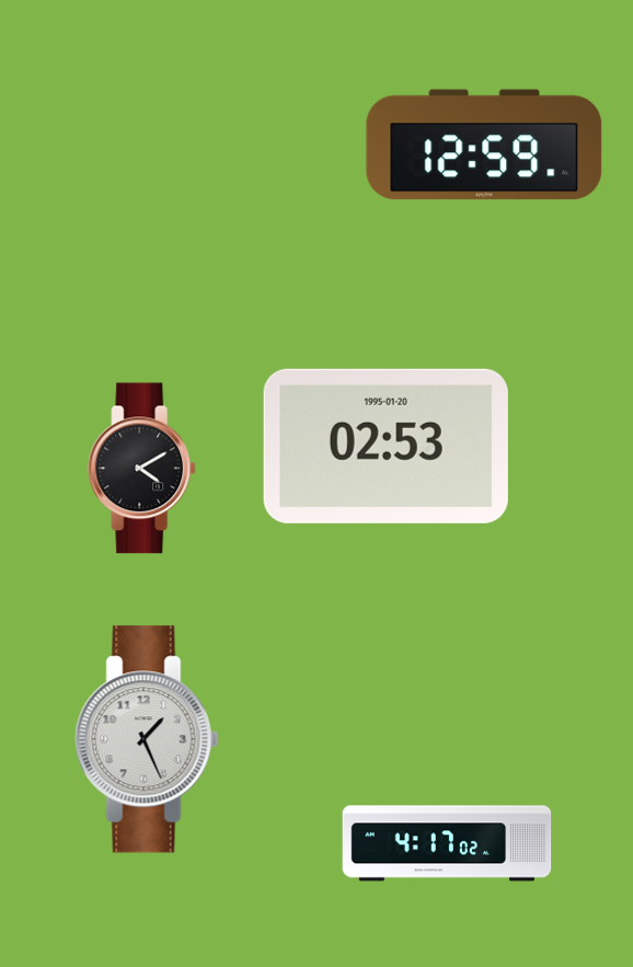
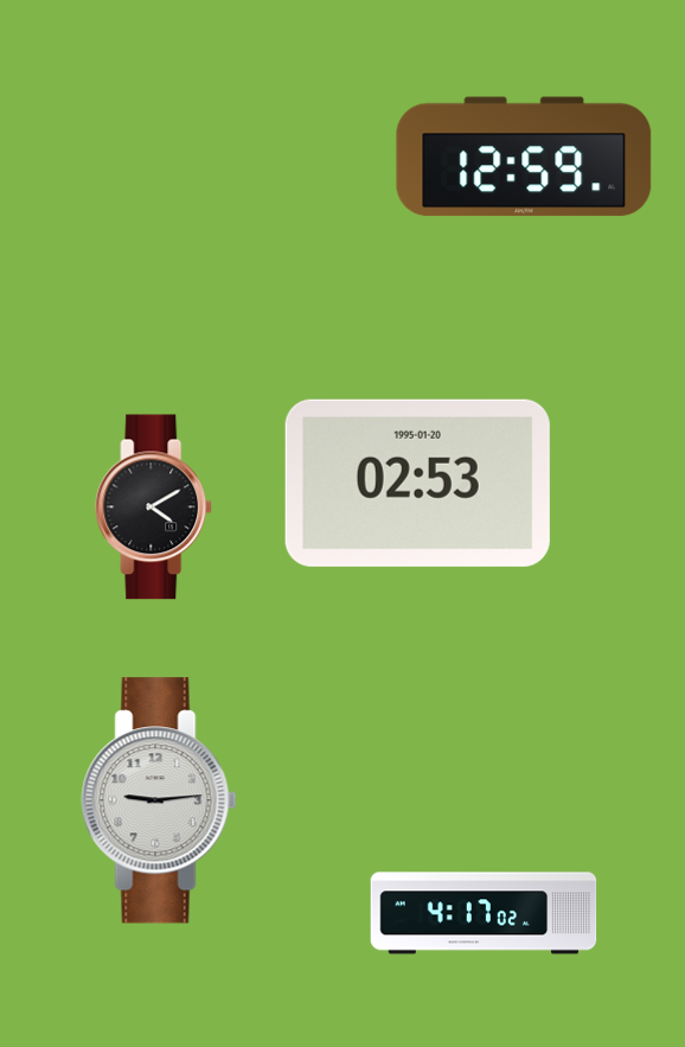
clock at (147, 739): 1:26 -> 9:14
